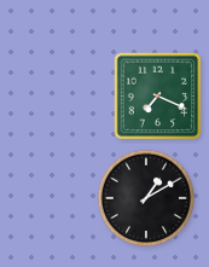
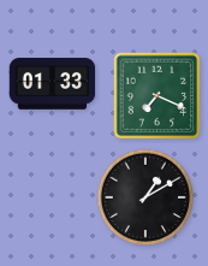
clock at (53, 84): none -> 01:33
